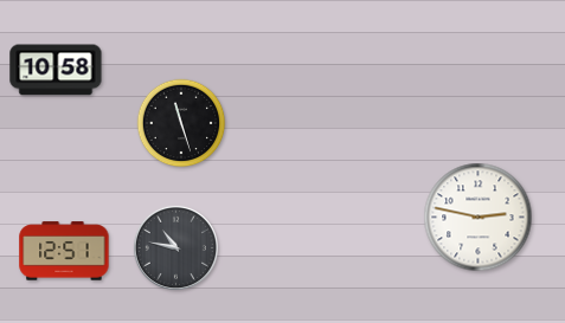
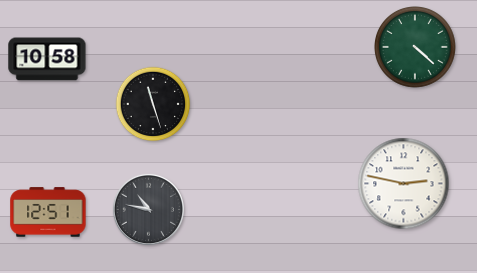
clock at (416, 48): none -> 4:22
clock at (64, 251) position: (64, 251) -> (48, 212)
